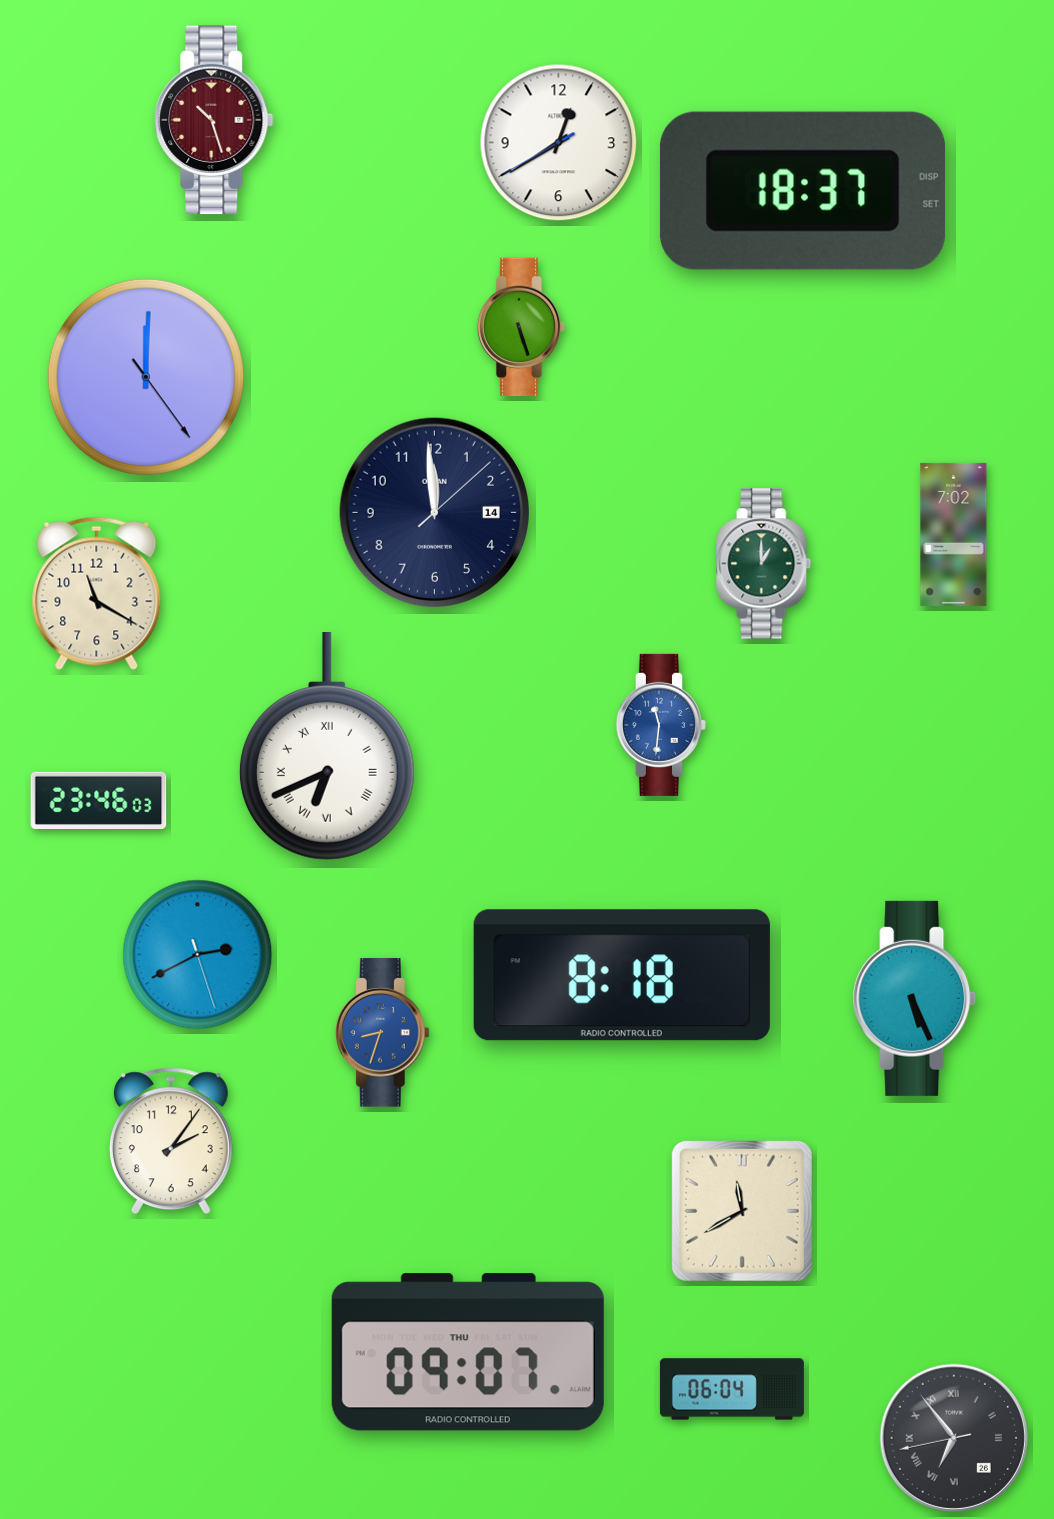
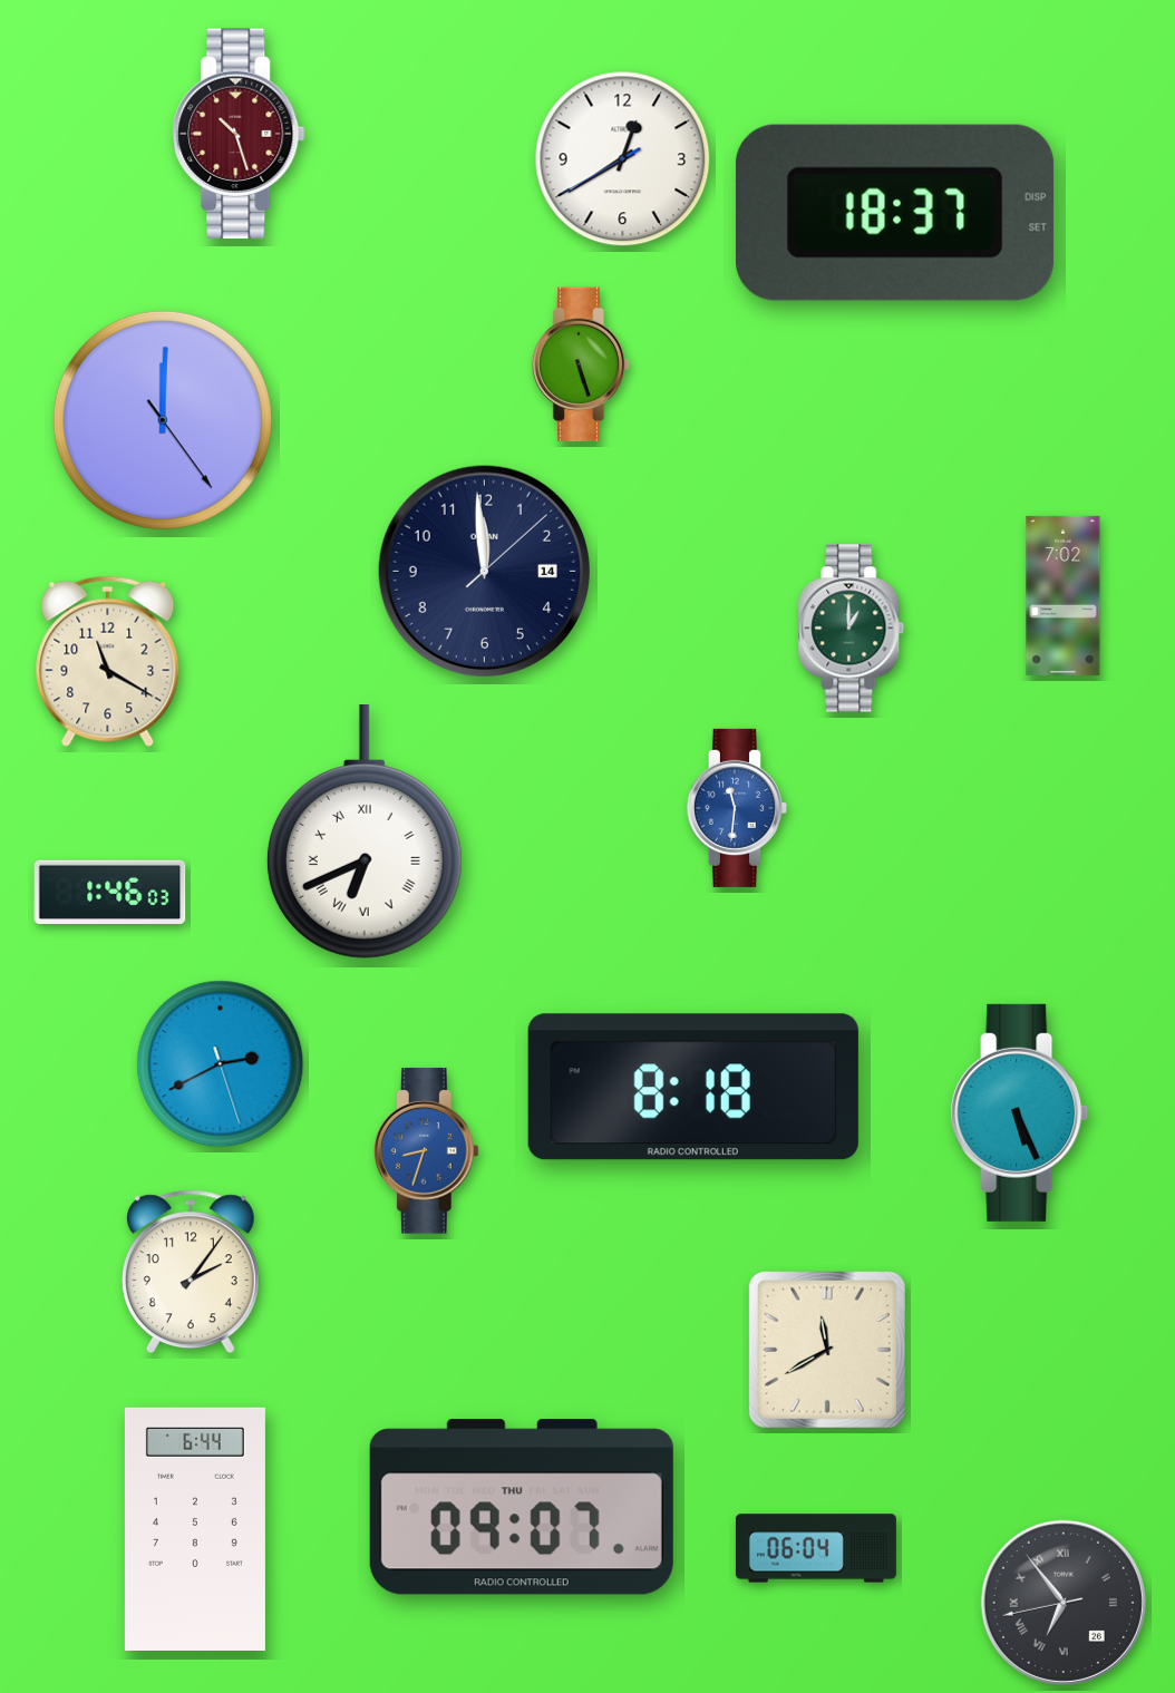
clock at (99, 800): 23:46 -> 1:46
clock at (195, 1529): none -> 6:44
